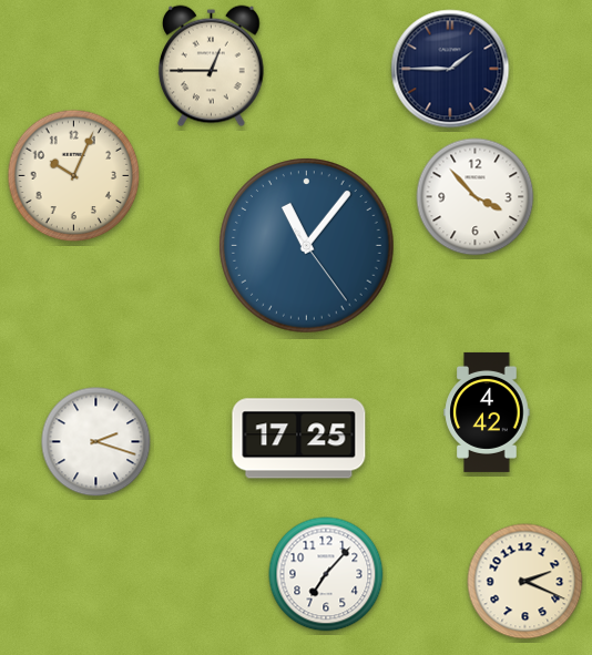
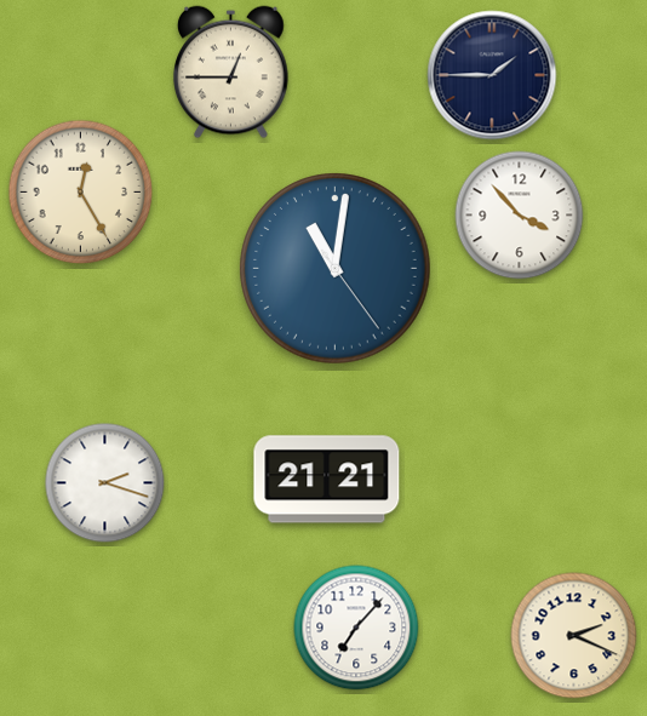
clock at (74, 176): 10:04 -> 12:25
clock at (307, 246): 11:06 -> 11:01
clock at (487, 412): 4:42 -> none
clock at (299, 439): 17:25 -> 21:21
